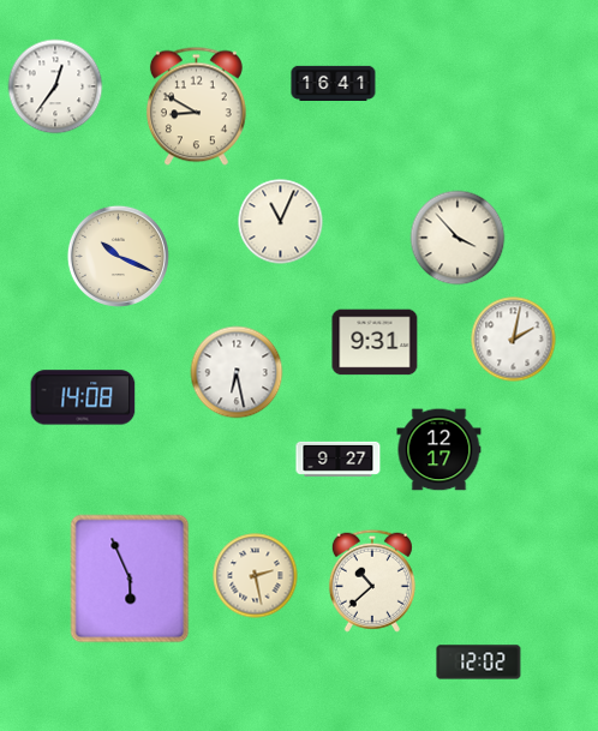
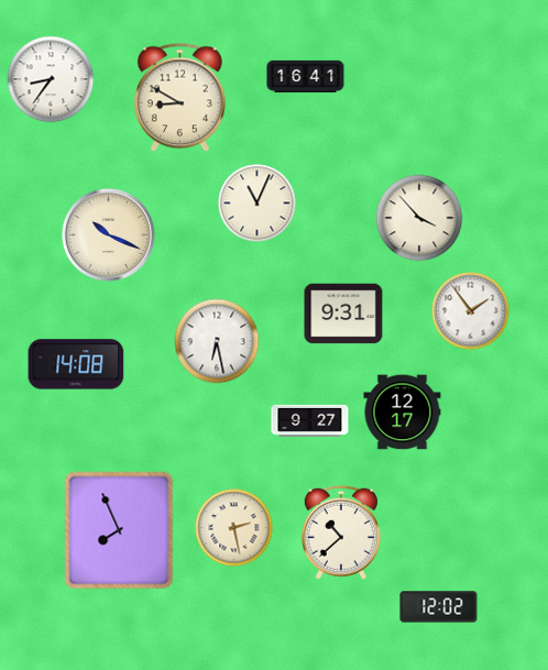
clock at (55, 86): 12:36 -> 8:36
clock at (514, 340): 2:02 -> 1:54
clock at (130, 579): 5:56 -> 7:56
